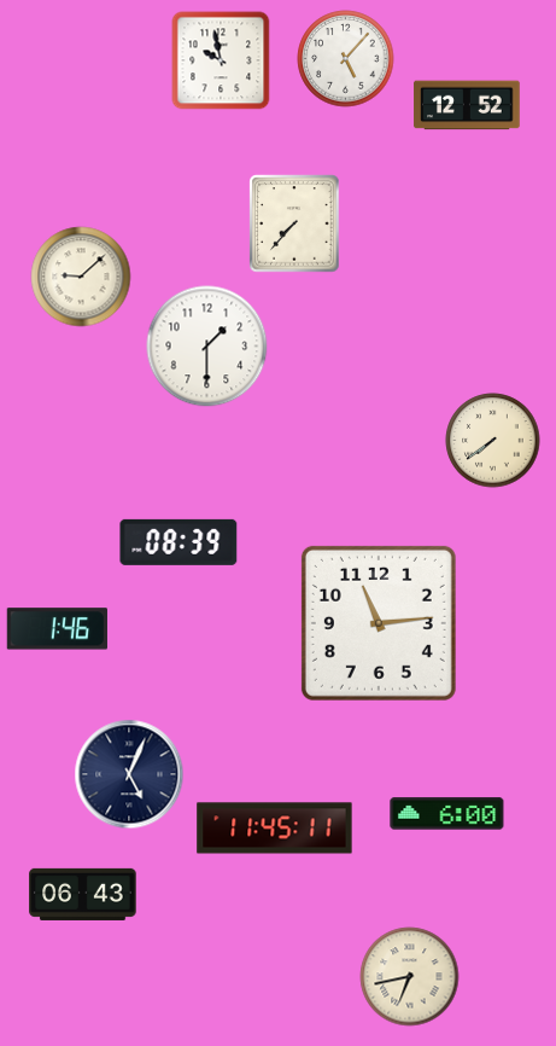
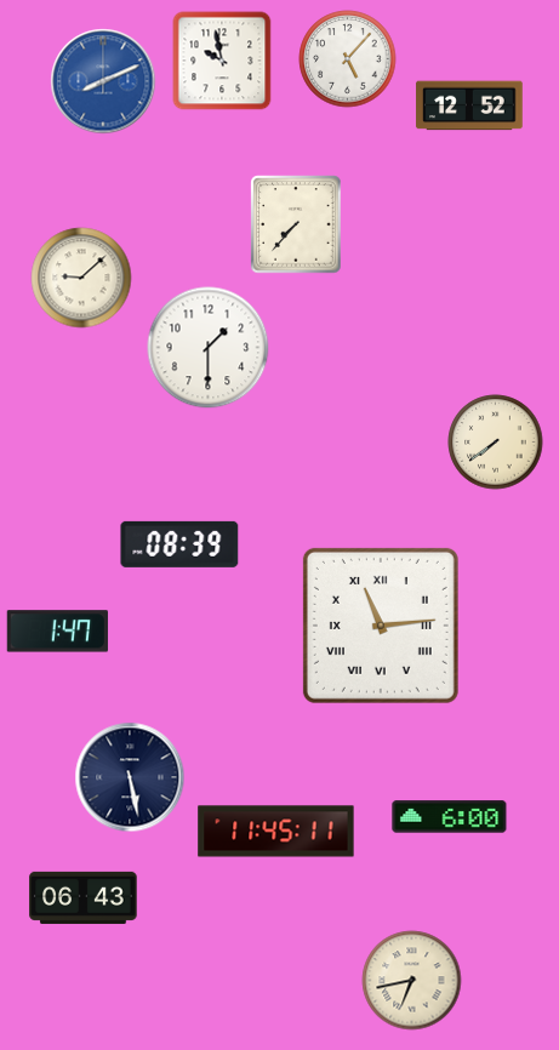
clock at (103, 81): none -> 8:11
clock at (379, 623) numerals: Arabic -> Roman
clock at (57, 629): 1:46 -> 1:47
clock at (129, 774): 5:04 -> 5:28
